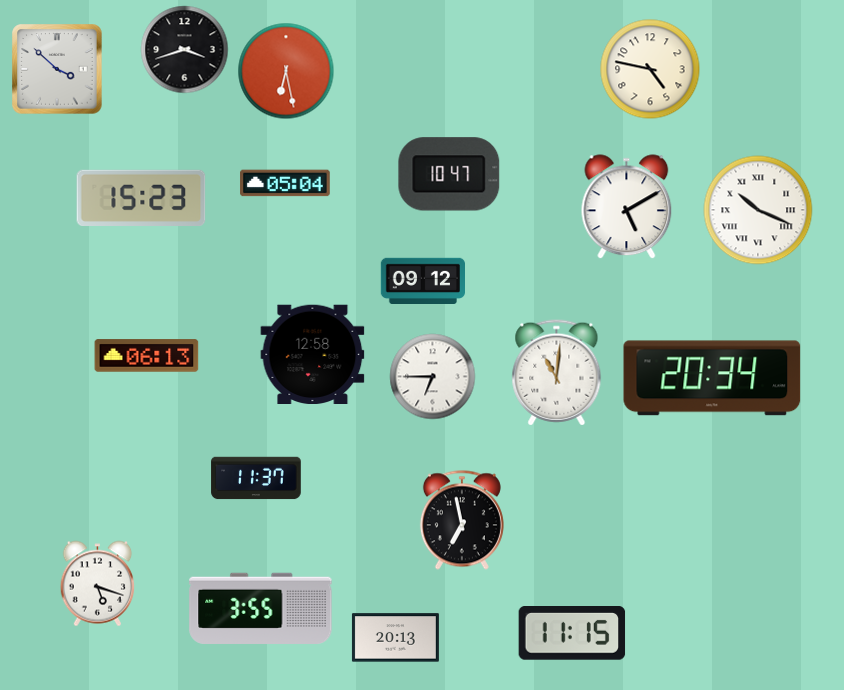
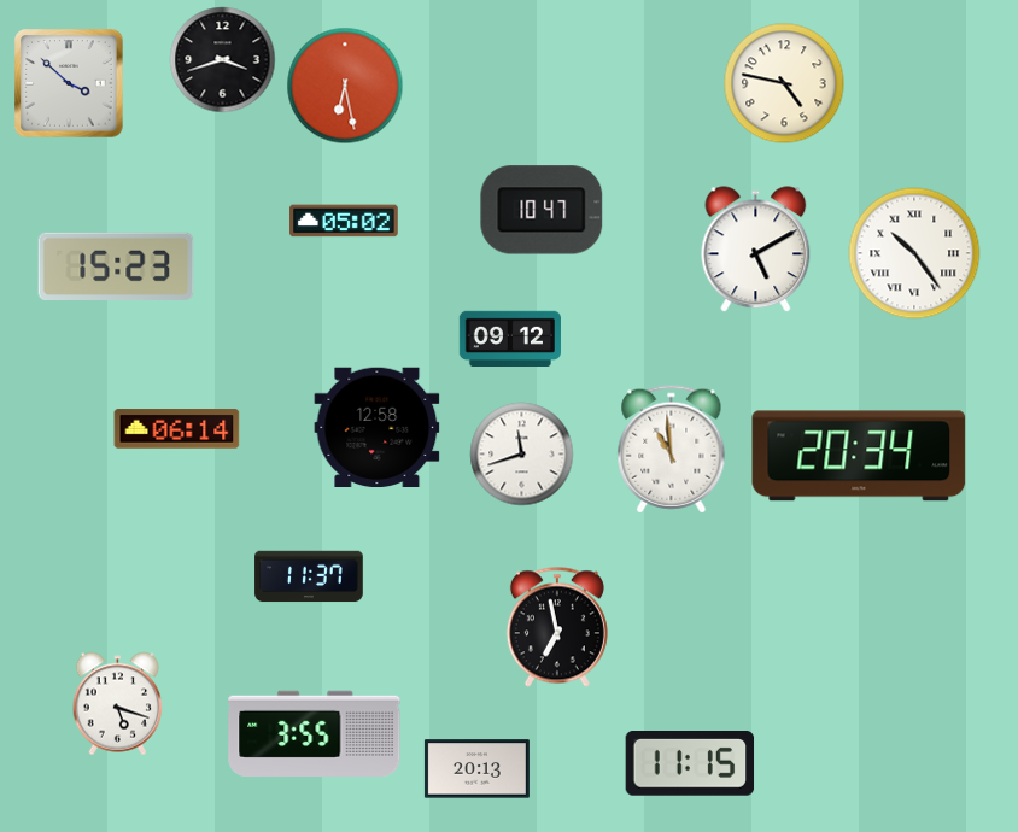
clock at (285, 183): 05:04 -> 05:02
clock at (141, 197) position: (141, 197) -> (116, 265)
clock at (758, 210): 10:19 -> 10:24
clock at (147, 356): 06:13 -> 06:14
clock at (557, 373): 11:01 -> 10:59
clock at (433, 377): 6:45 -> 11:42
